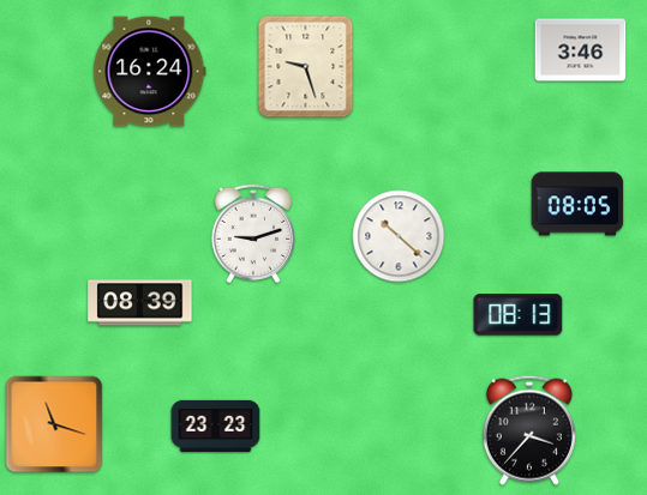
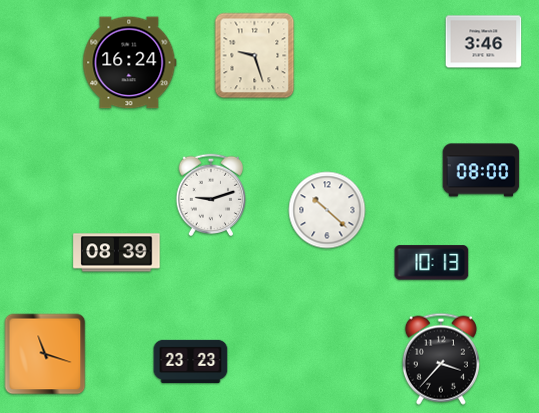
clock at (150, 72) position: (150, 72) -> (130, 63)
clock at (577, 204): 08:05 -> 08:00
clock at (399, 236) position: (399, 236) -> (327, 210)
clock at (519, 315): 08:13 -> 10:13
clock at (216, 425) position: (216, 425) -> (191, 361)
